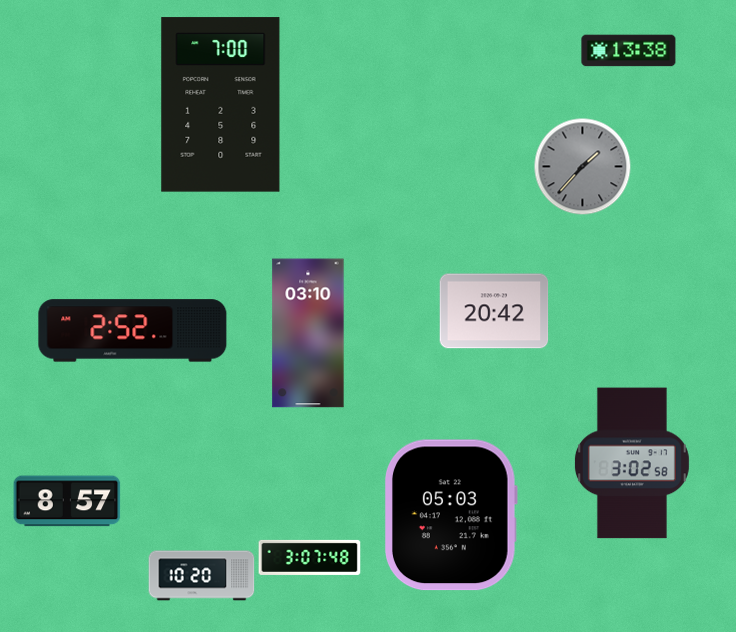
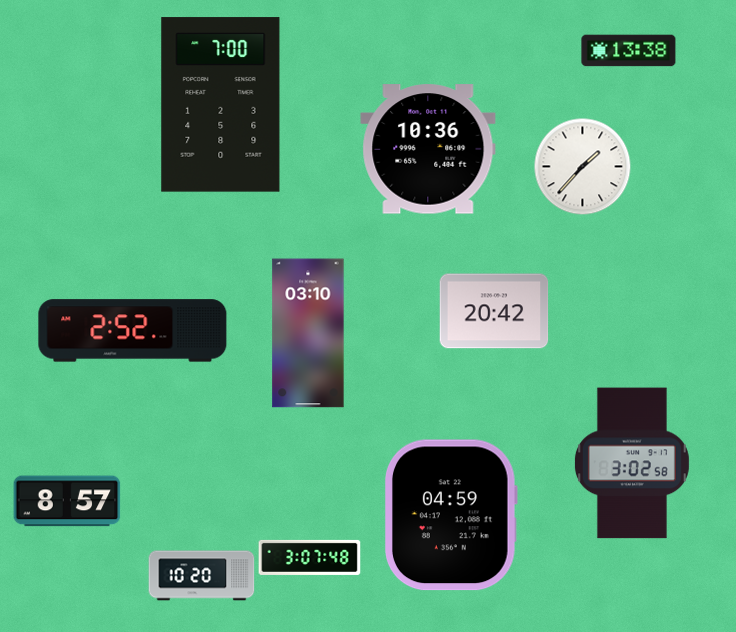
clock at (428, 149): none -> 10:36
clock at (582, 166) dial: grey -> white
clock at (452, 515): 05:03 -> 04:59
